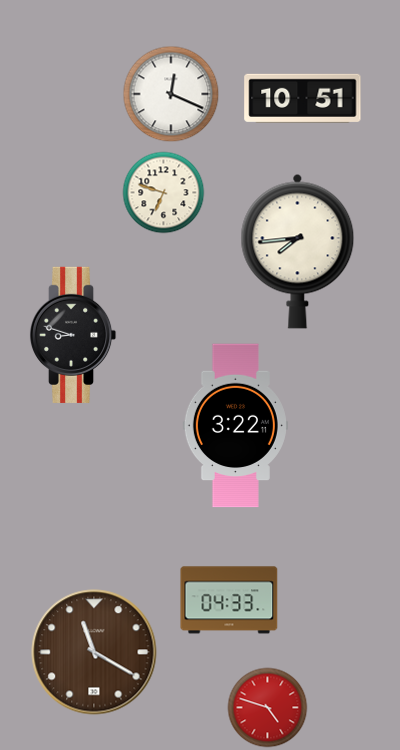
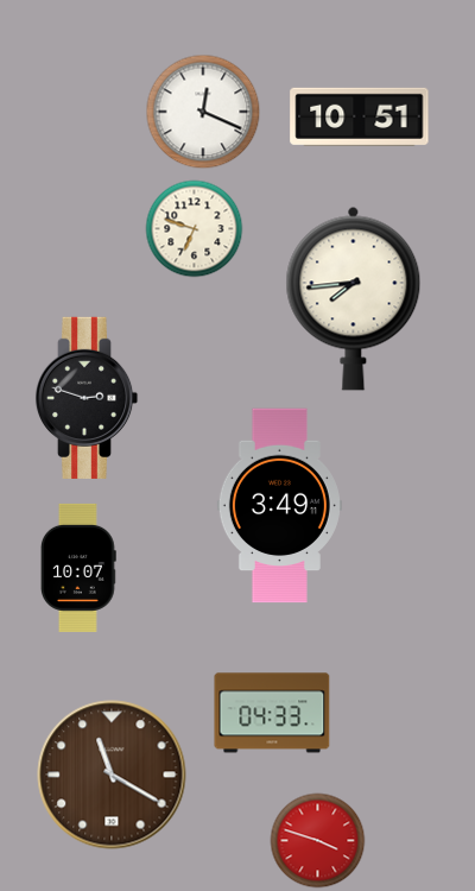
clock at (73, 335): 8:48 -> 2:48
clock at (235, 426): 3:22 -> 3:49
clock at (78, 568): none -> 10:07
clock at (268, 708): 4:48 -> 3:48
